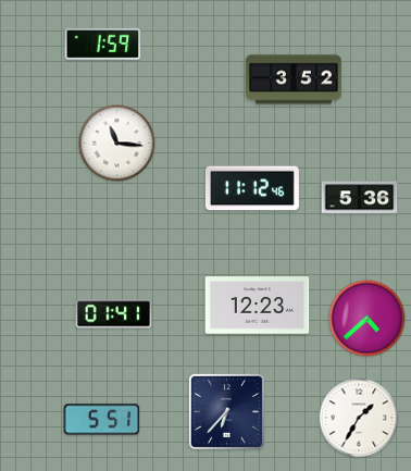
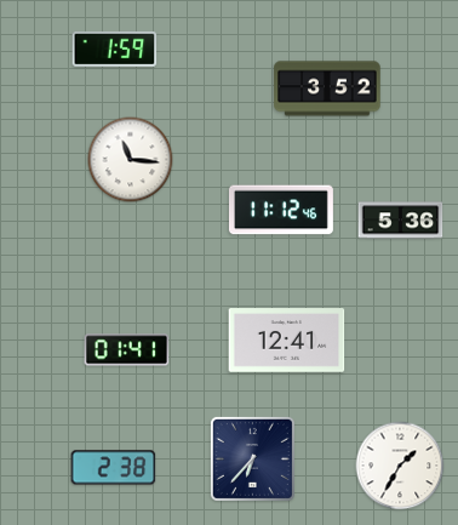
clock at (258, 306): 12:23 -> 12:41
clock at (368, 319): 4:38 -> none
clock at (102, 420): 5:51 -> 2:38
